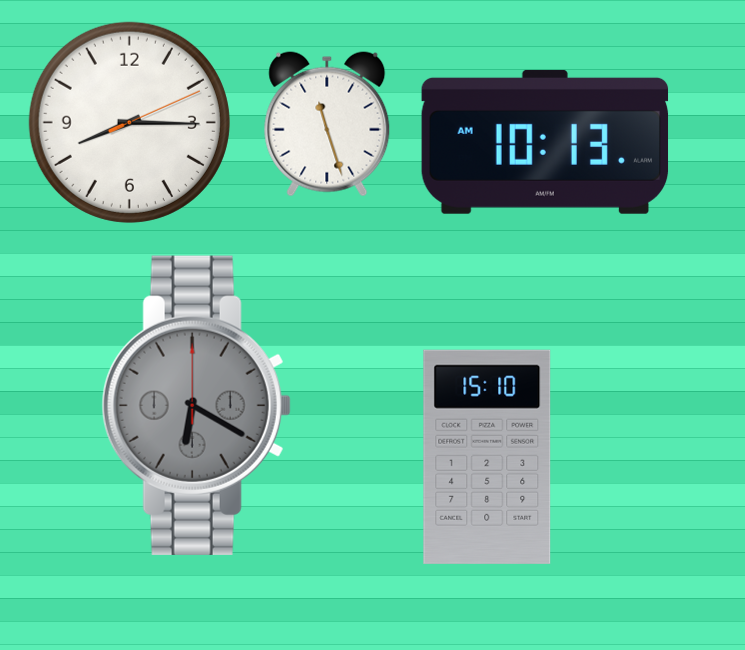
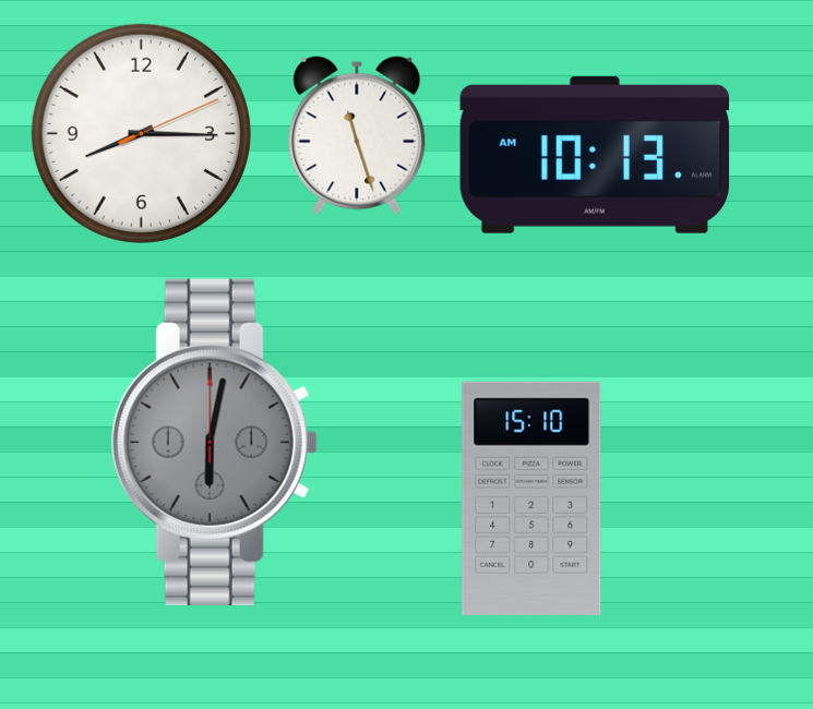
clock at (196, 405): 6:20 -> 6:02
